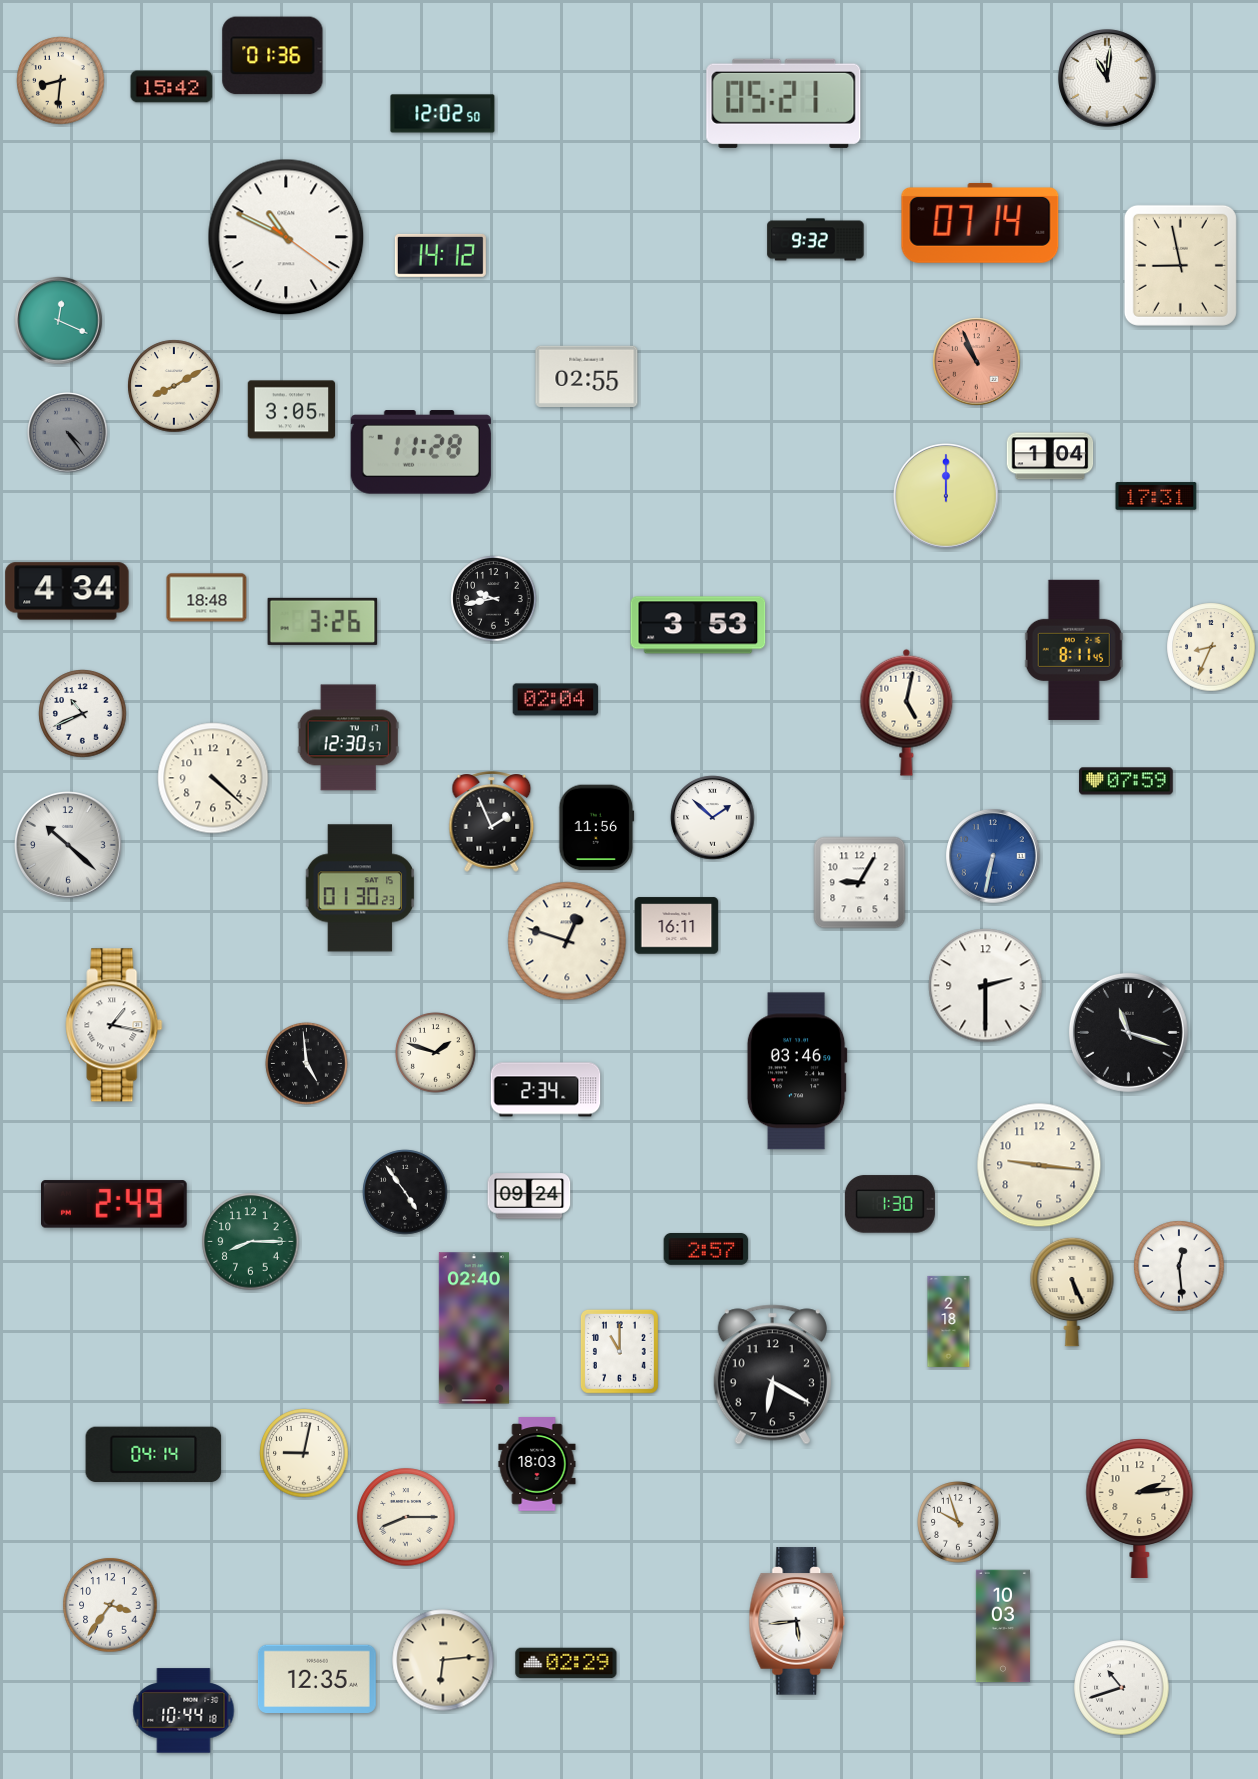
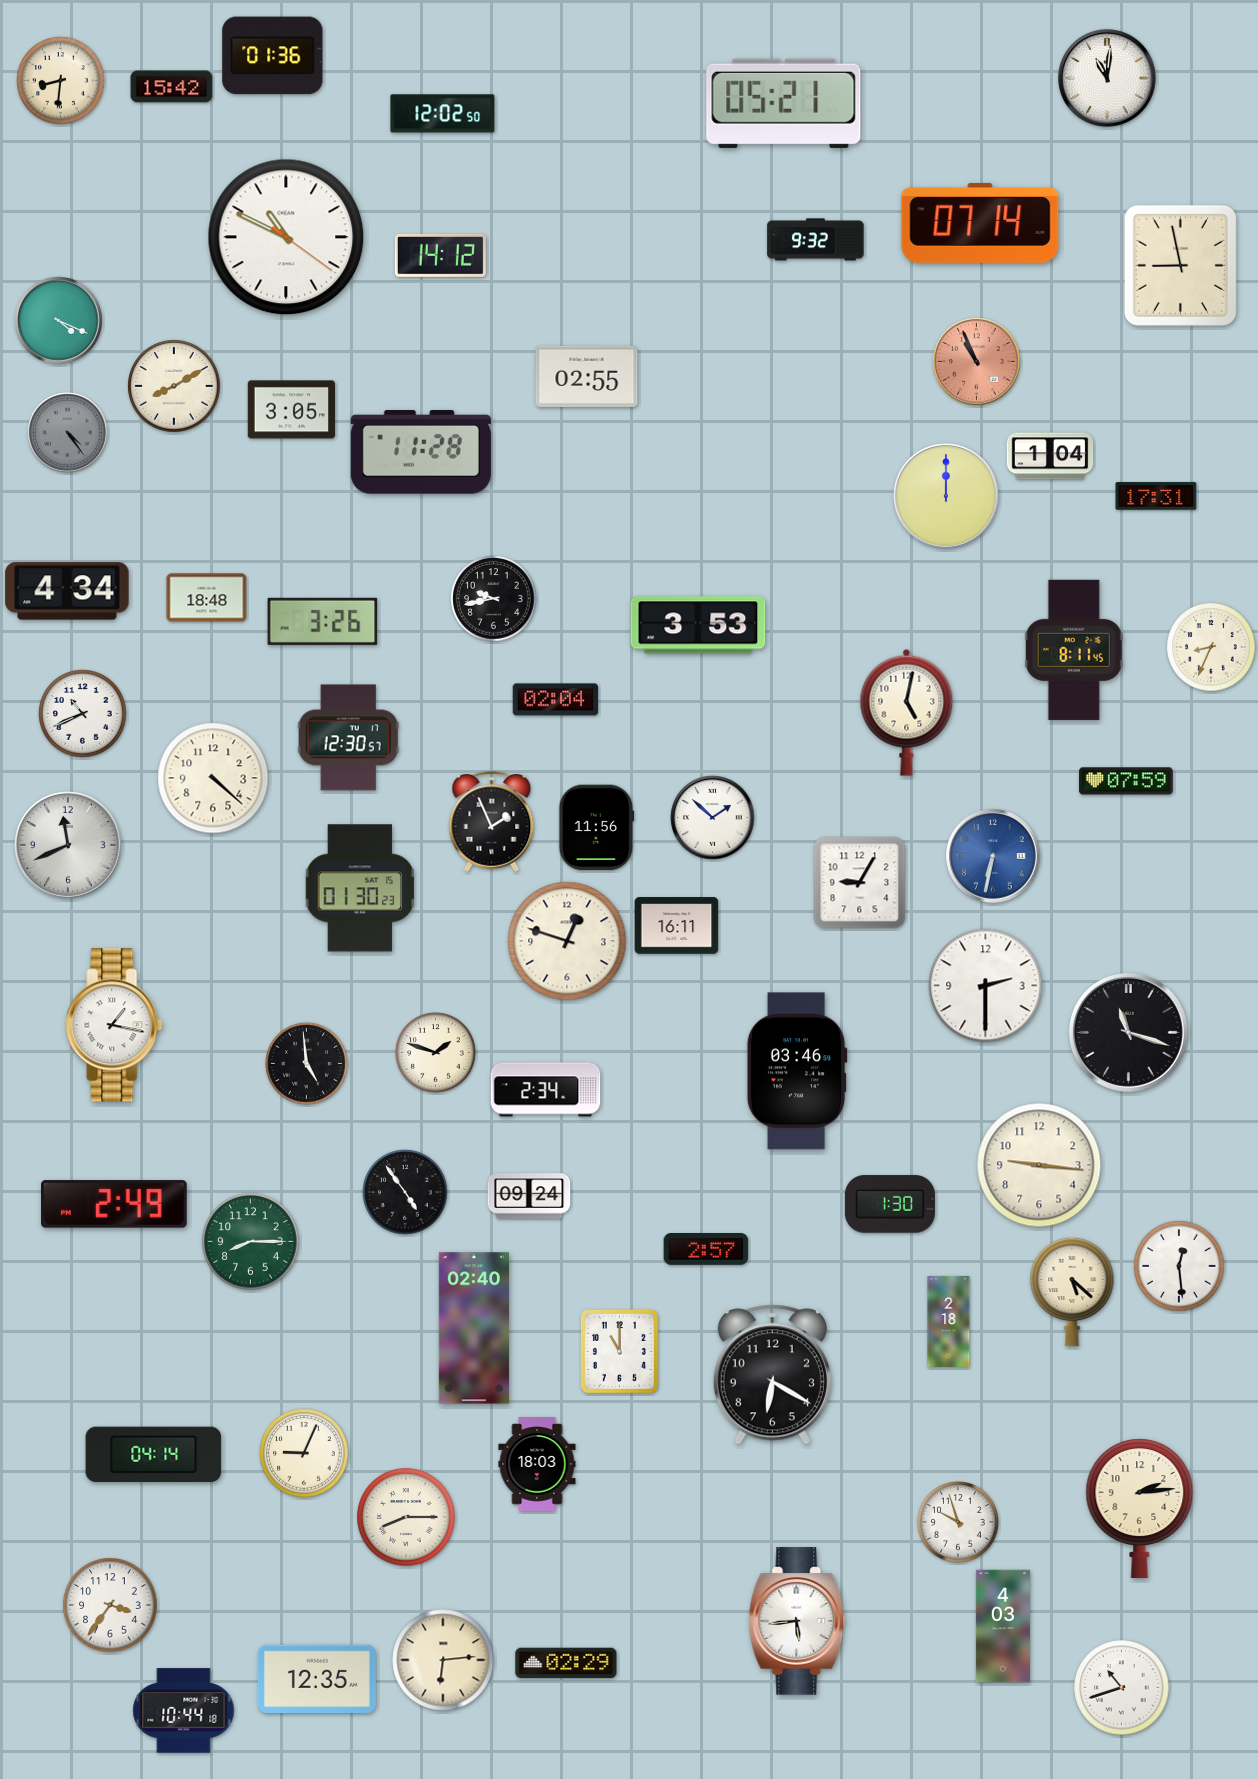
clock at (59, 321): 12:19 -> 4:19
clock at (69, 846): 10:22 -> 11:41
clock at (1072, 1292): 5:26 -> 5:22
clock at (304, 1453): 9:02 -> 9:04
clock at (1003, 1626): 10:03 -> 4:03
